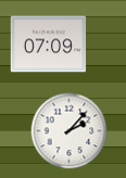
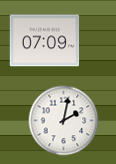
clock at (70, 131): 2:07 -> 2:02
